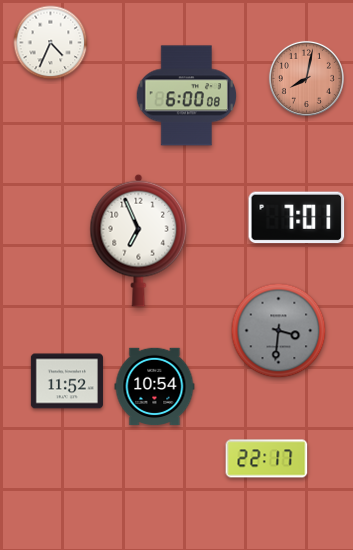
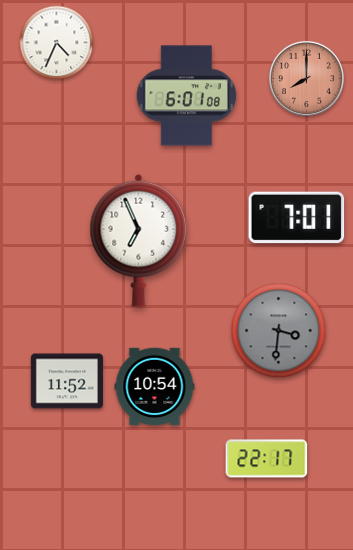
clock at (51, 43) position: (51, 43) -> (57, 43)
clock at (306, 78): 8:02 -> 8:00
clock at (187, 96): 6:00 -> 6:01
